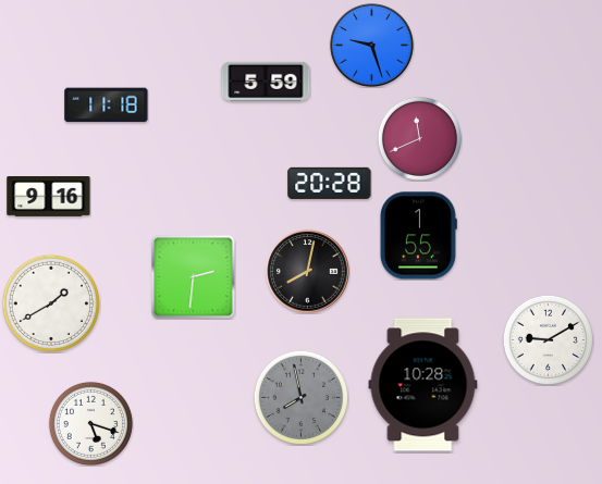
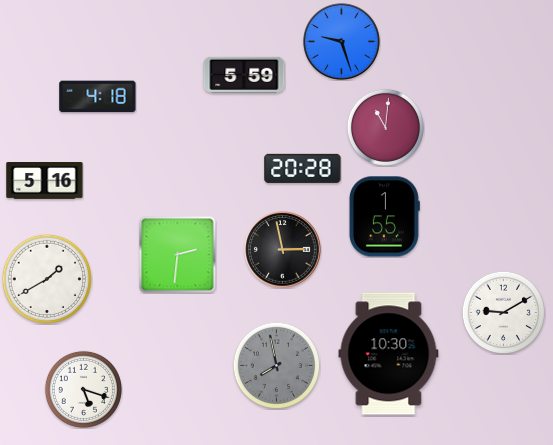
clock at (107, 106): 11:18 -> 4:18
clock at (419, 138): 11:41 -> 11:01
clock at (49, 197): 9:16 -> 5:16
clock at (308, 272): 8:02 -> 2:58
clock at (423, 385): 10:28 -> 10:30
